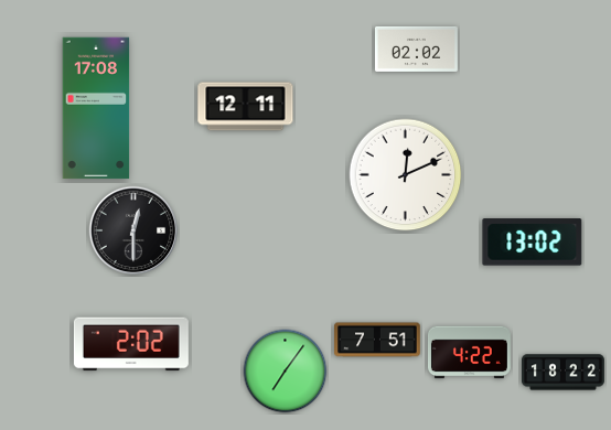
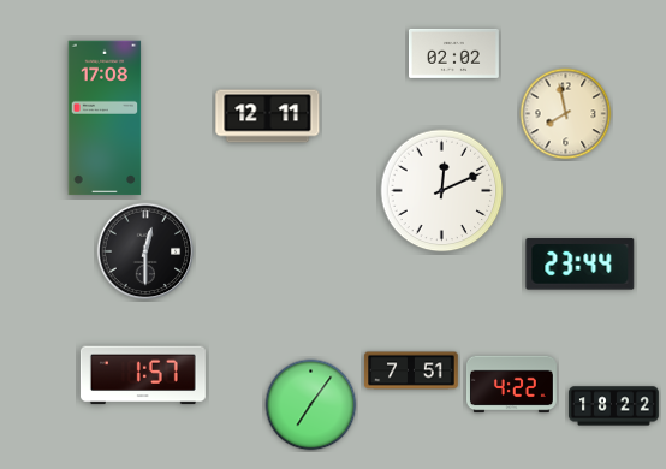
clock at (566, 114): none -> 7:58
clock at (533, 243): 13:02 -> 23:44
clock at (131, 344): 2:02 -> 1:57
